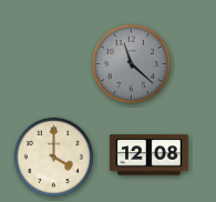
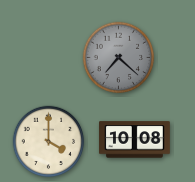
clock at (132, 64): 11:22 -> 7:22
clock at (150, 155): 12:08 -> 10:08
